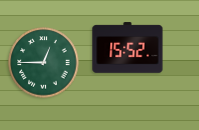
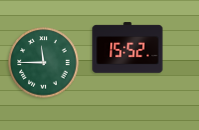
clock at (44, 63): 12:45 -> 11:45
